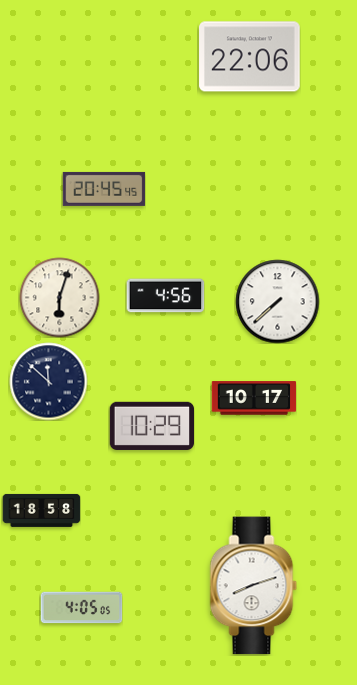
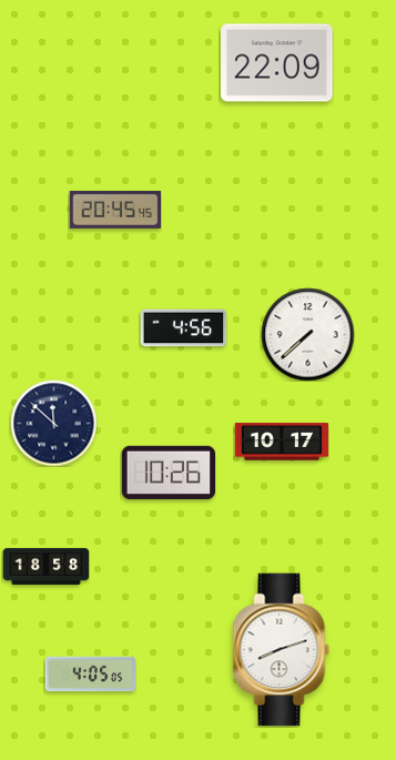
clock at (250, 57): 22:06 -> 22:09
clock at (59, 297): 6:03 -> none
clock at (151, 426): 10:29 -> 10:26
